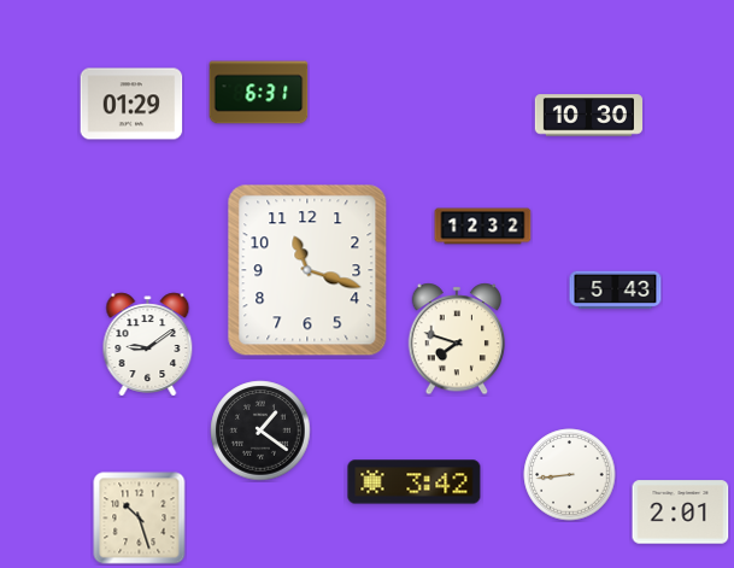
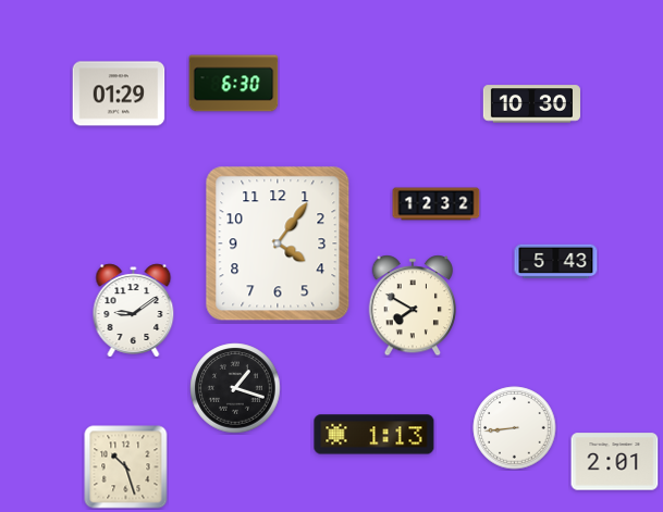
clock at (259, 93): 6:31 -> 6:30
clock at (307, 270): 11:18 -> 4:06
clock at (457, 339): 7:48 -> 7:50
clock at (260, 431): 1:21 -> 1:18
clock at (415, 482): 3:42 -> 1:13
